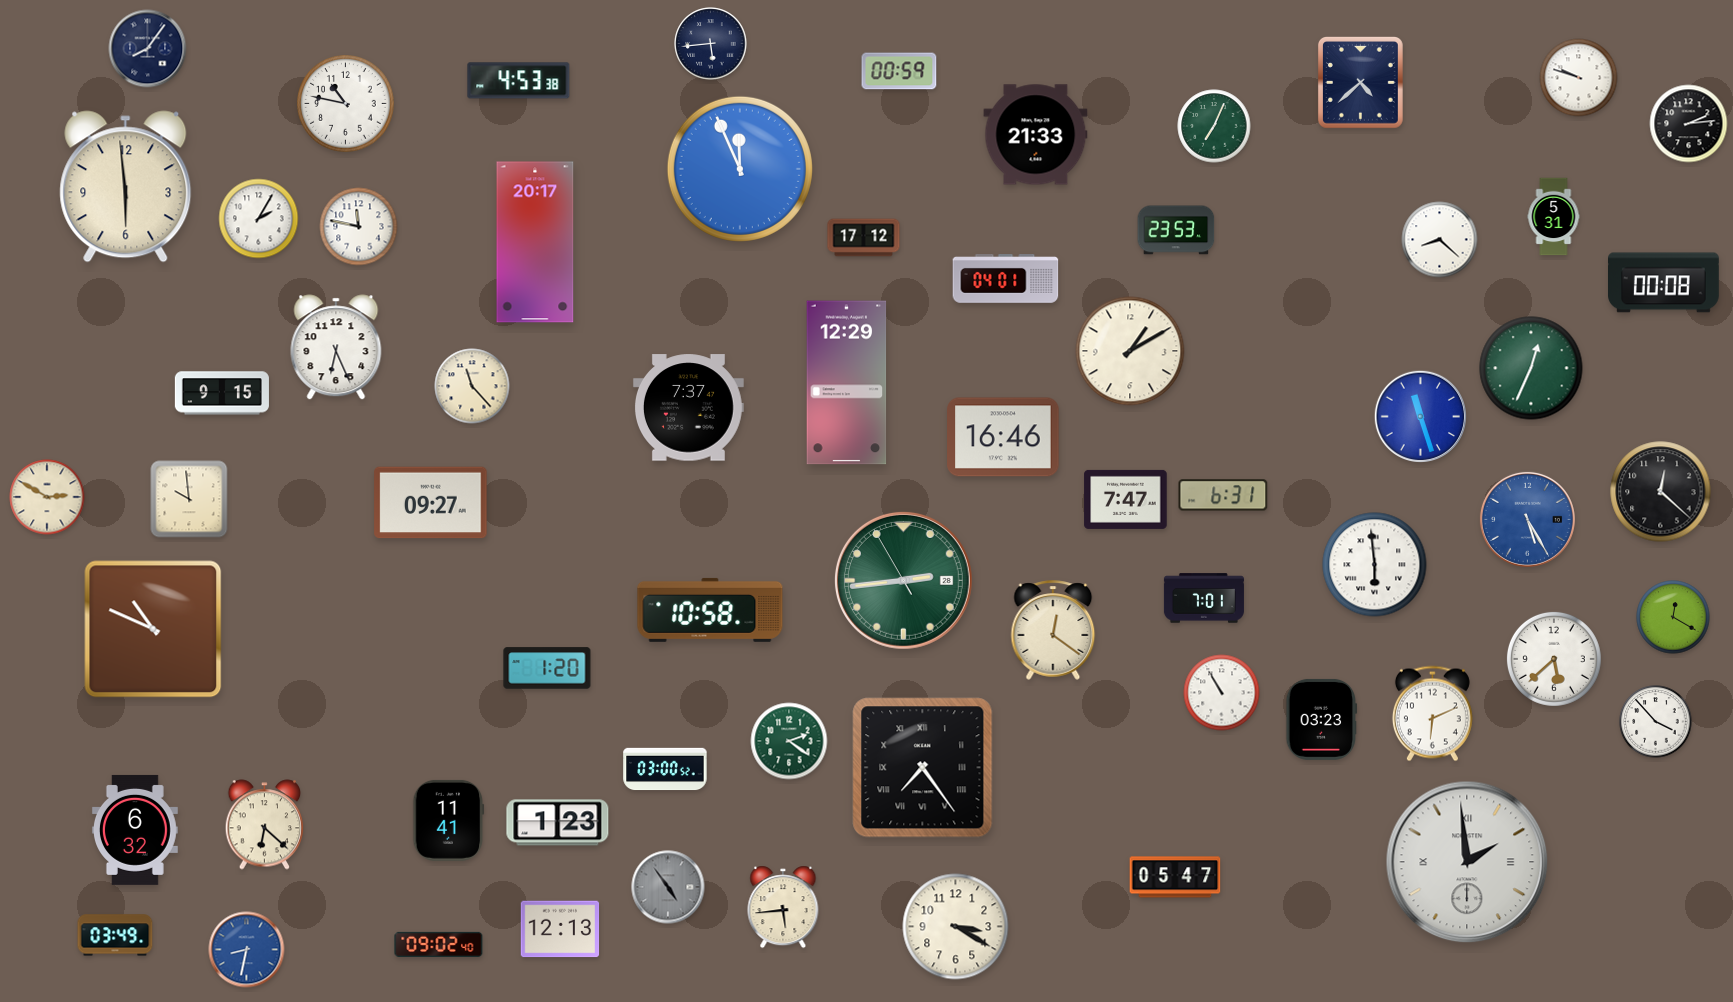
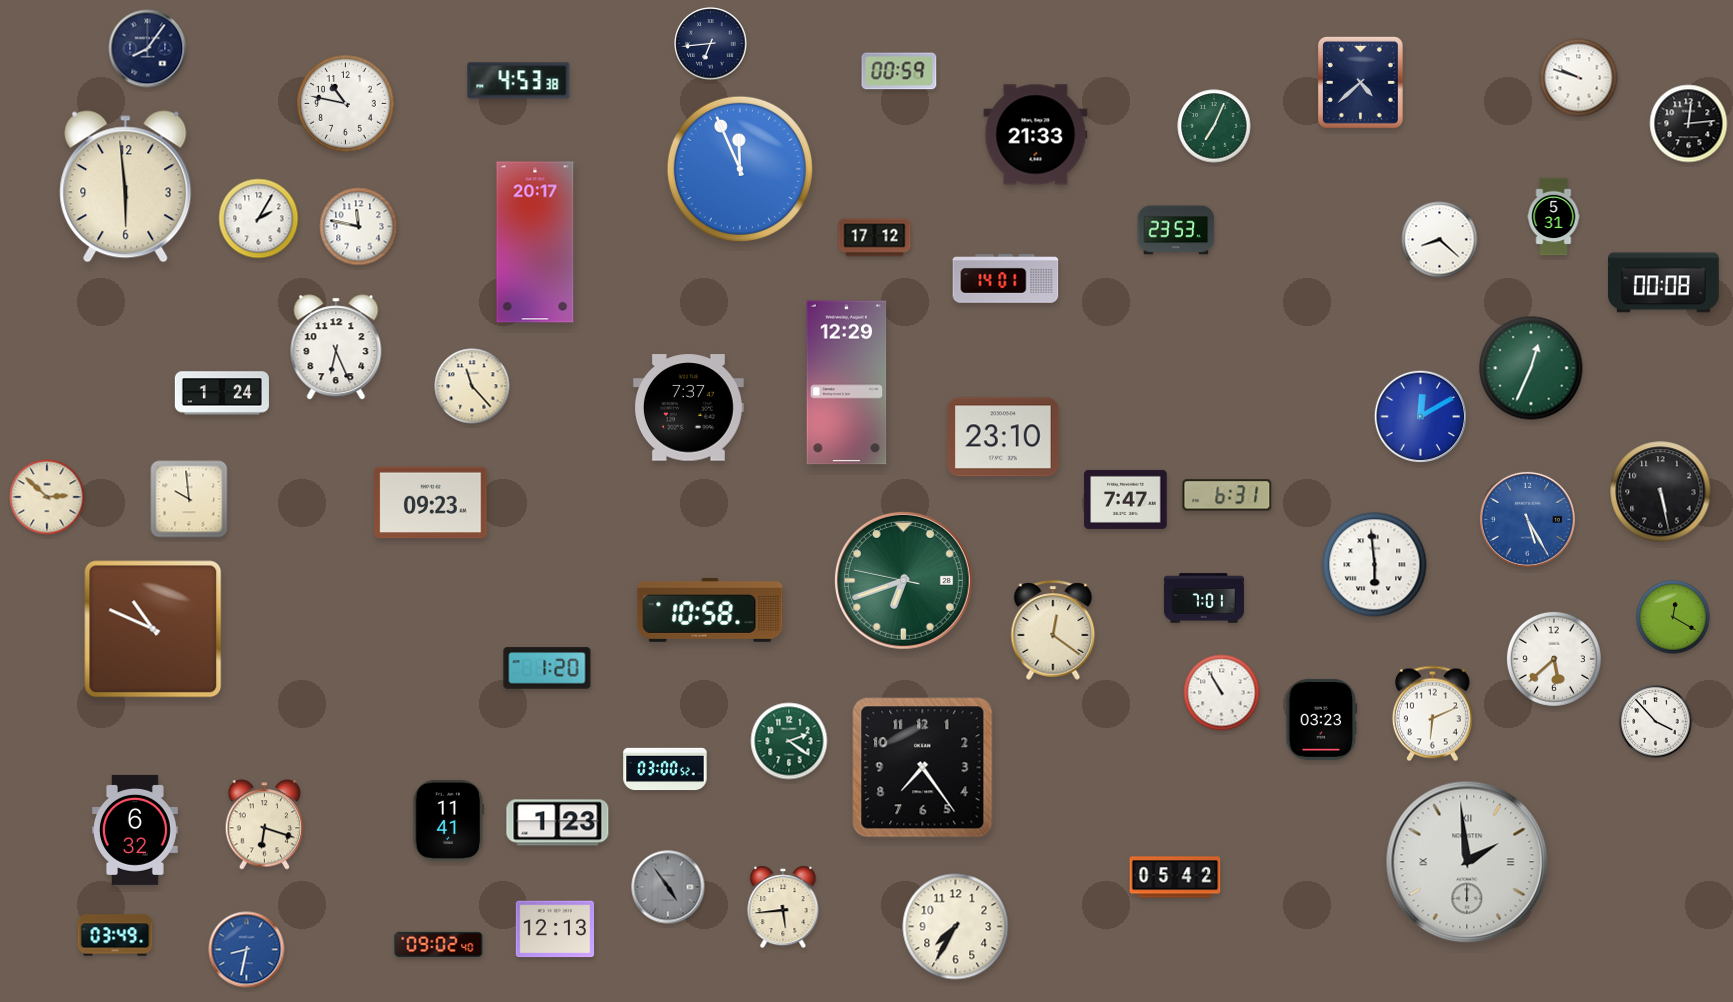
clock at (711, 44): 5:44 -> 6:44
clock at (1689, 124): 2:14 -> 12:14
clock at (864, 238) position: (864, 238) -> (875, 238)
clock at (1006, 279): 04:01 -> 14:01
clock at (1130, 351): 1:10 -> none
clock at (222, 393): 9:15 -> 1:24
clock at (1420, 416): 11:27 -> 12:10
clock at (1003, 437): 16:46 -> 23:10
clock at (1661, 492): 12:22 -> 5:28
clock at (1223, 495) position: (1223, 495) -> (1227, 495)
clock at (47, 497): 2:50 -> 2:52
clock at (431, 503): 09:27 -> 09:23
clock at (903, 580): 2:43 -> 6:41
clock at (923, 768) numerals: Roman -> Arabic
clock at (265, 825): 6:22 -> 6:18
clock at (1175, 877): 05:47 -> 05:42
clock at (956, 927): 3:20 -> 7:35
clock at (560, 929) position: (560, 929) -> (555, 929)
